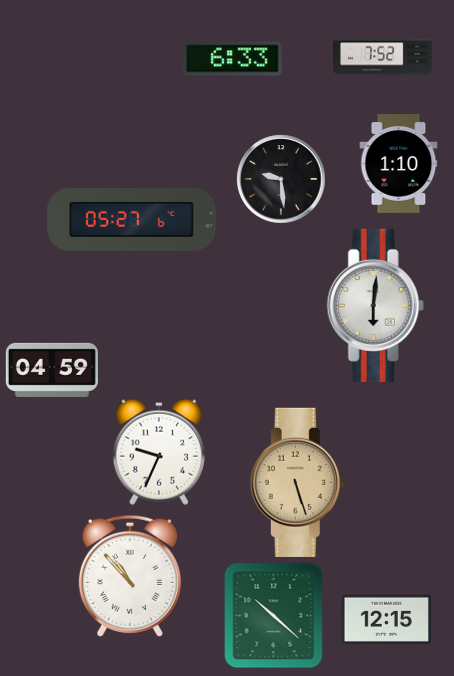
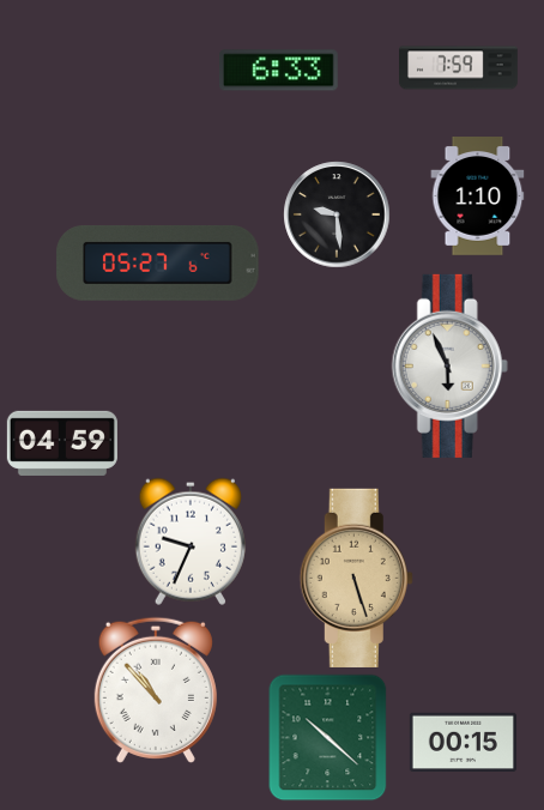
clock at (383, 57): 7:52 -> 7:59
clock at (375, 305): 6:01 -> 5:56
clock at (386, 620): 12:15 -> 00:15
